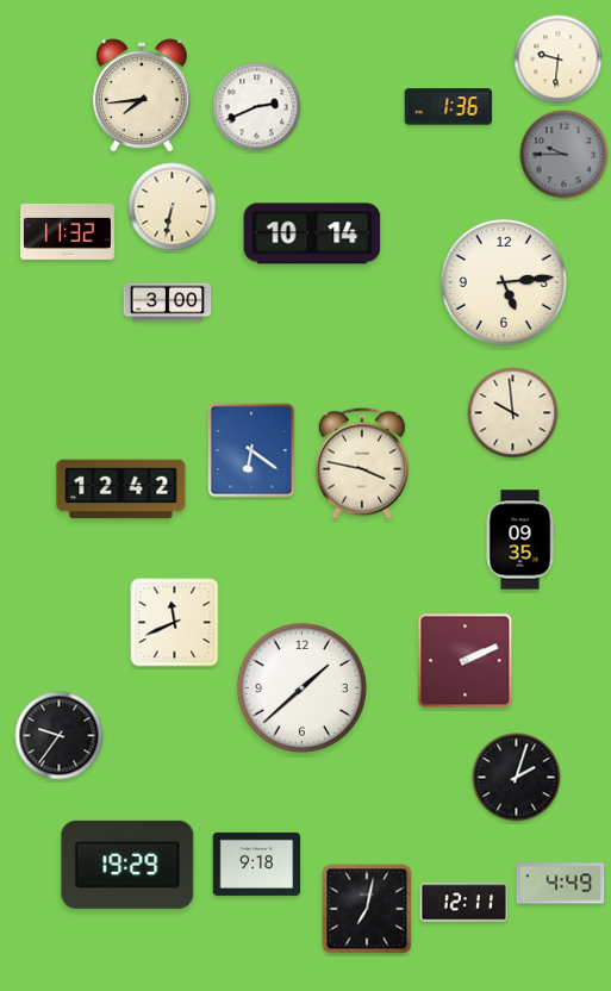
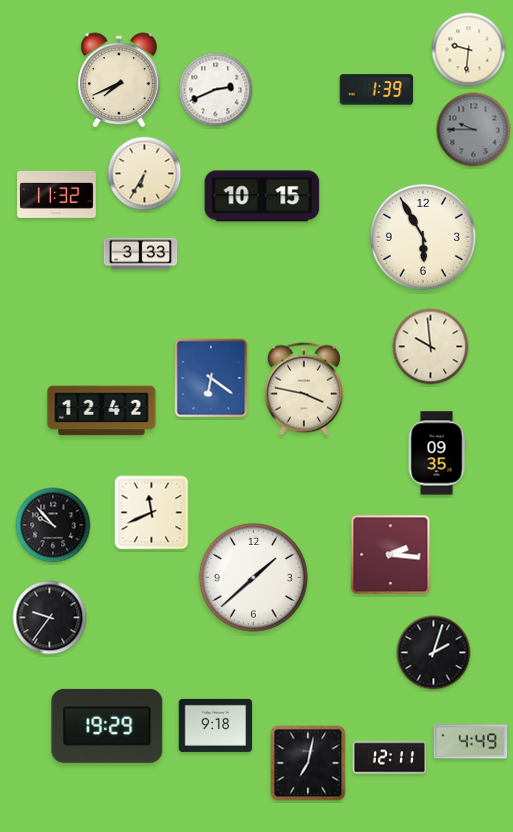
clock at (143, 95): 7:44 -> 7:41
clock at (449, 107): 1:36 -> 1:39
clock at (173, 207): 6:32 -> 6:35
clock at (312, 233): 10:14 -> 10:15
clock at (504, 282): 5:14 -> 5:55
clock at (168, 303): 3:00 -> 3:33
clock at (175, 623) position: (175, 623) -> (152, 513)
clock at (53, 525): none -> 9:53
clock at (466, 661): 2:11 -> 2:16
